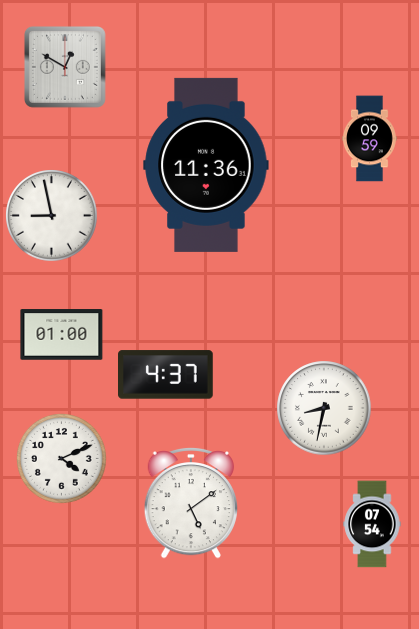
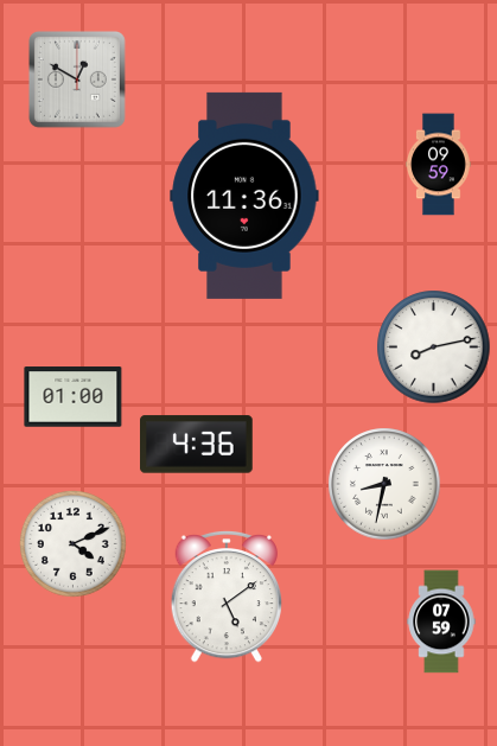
clock at (52, 216): 8:58 -> none
clock at (434, 348): none -> 8:13
clock at (166, 375): 4:37 -> 4:36
clock at (372, 524): 07:54 -> 07:59
